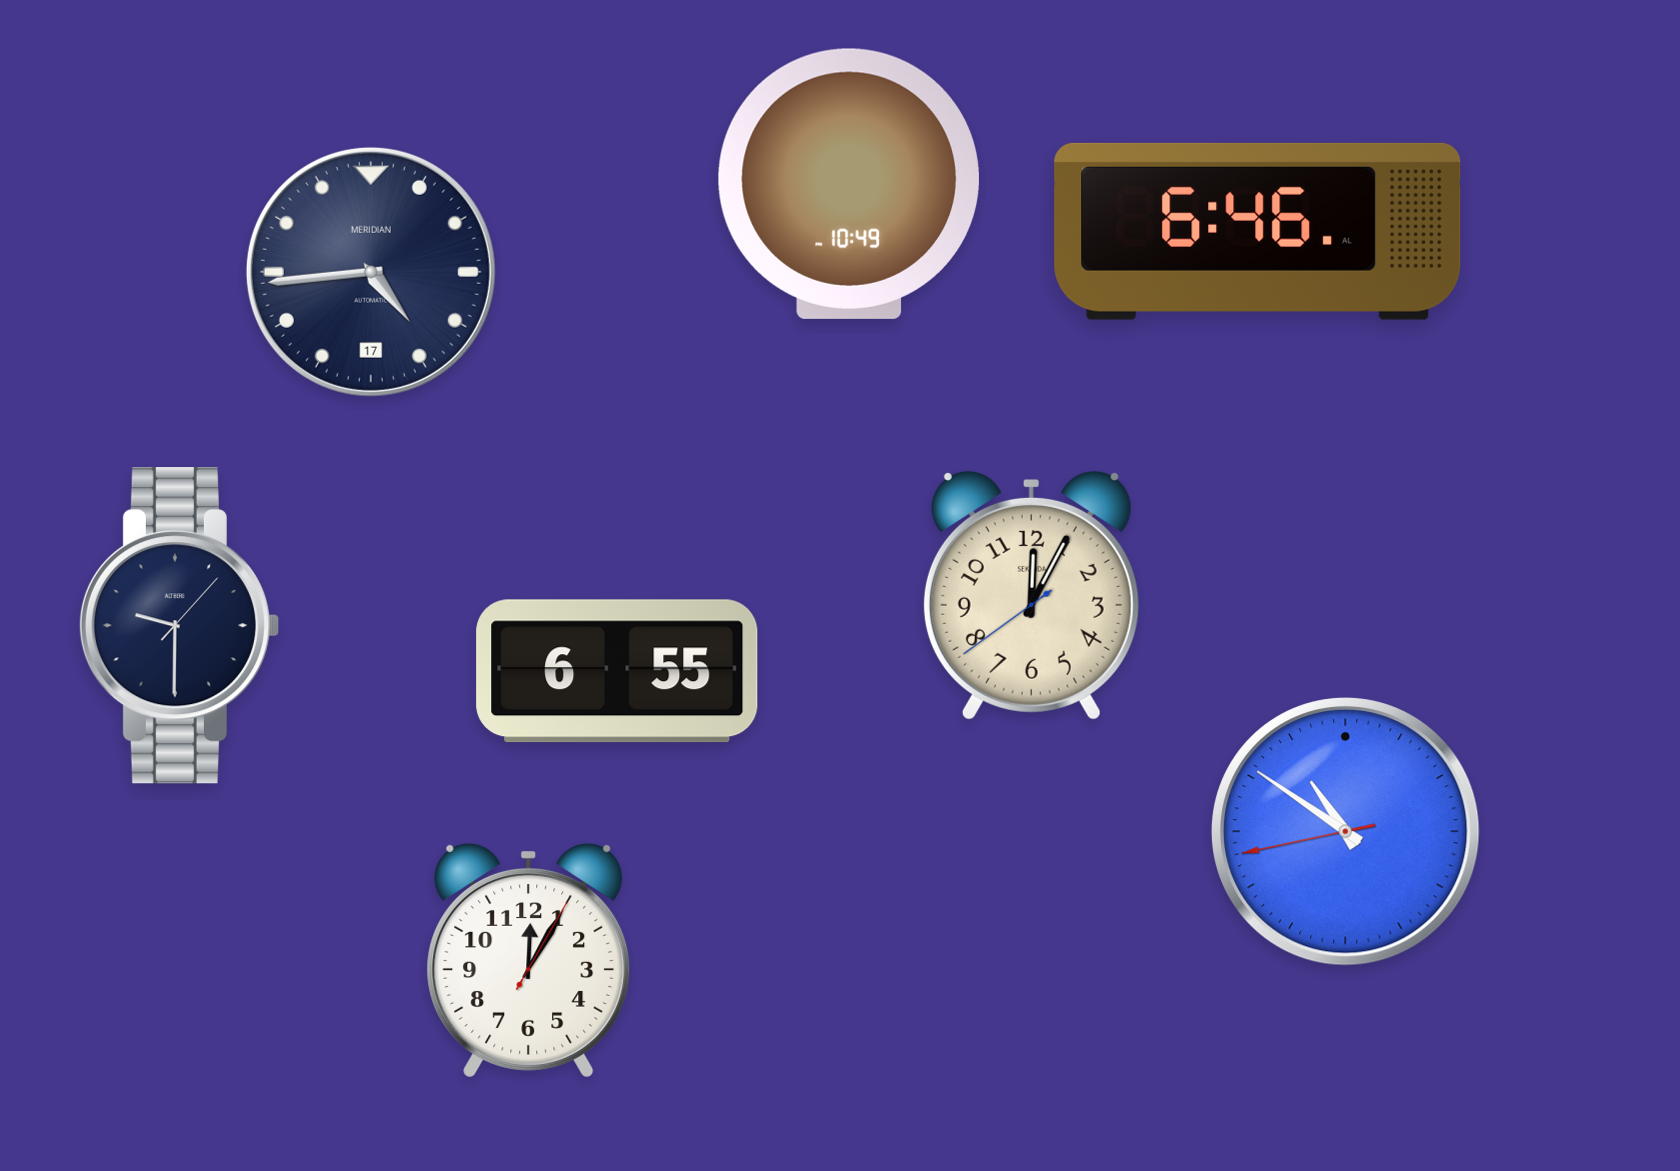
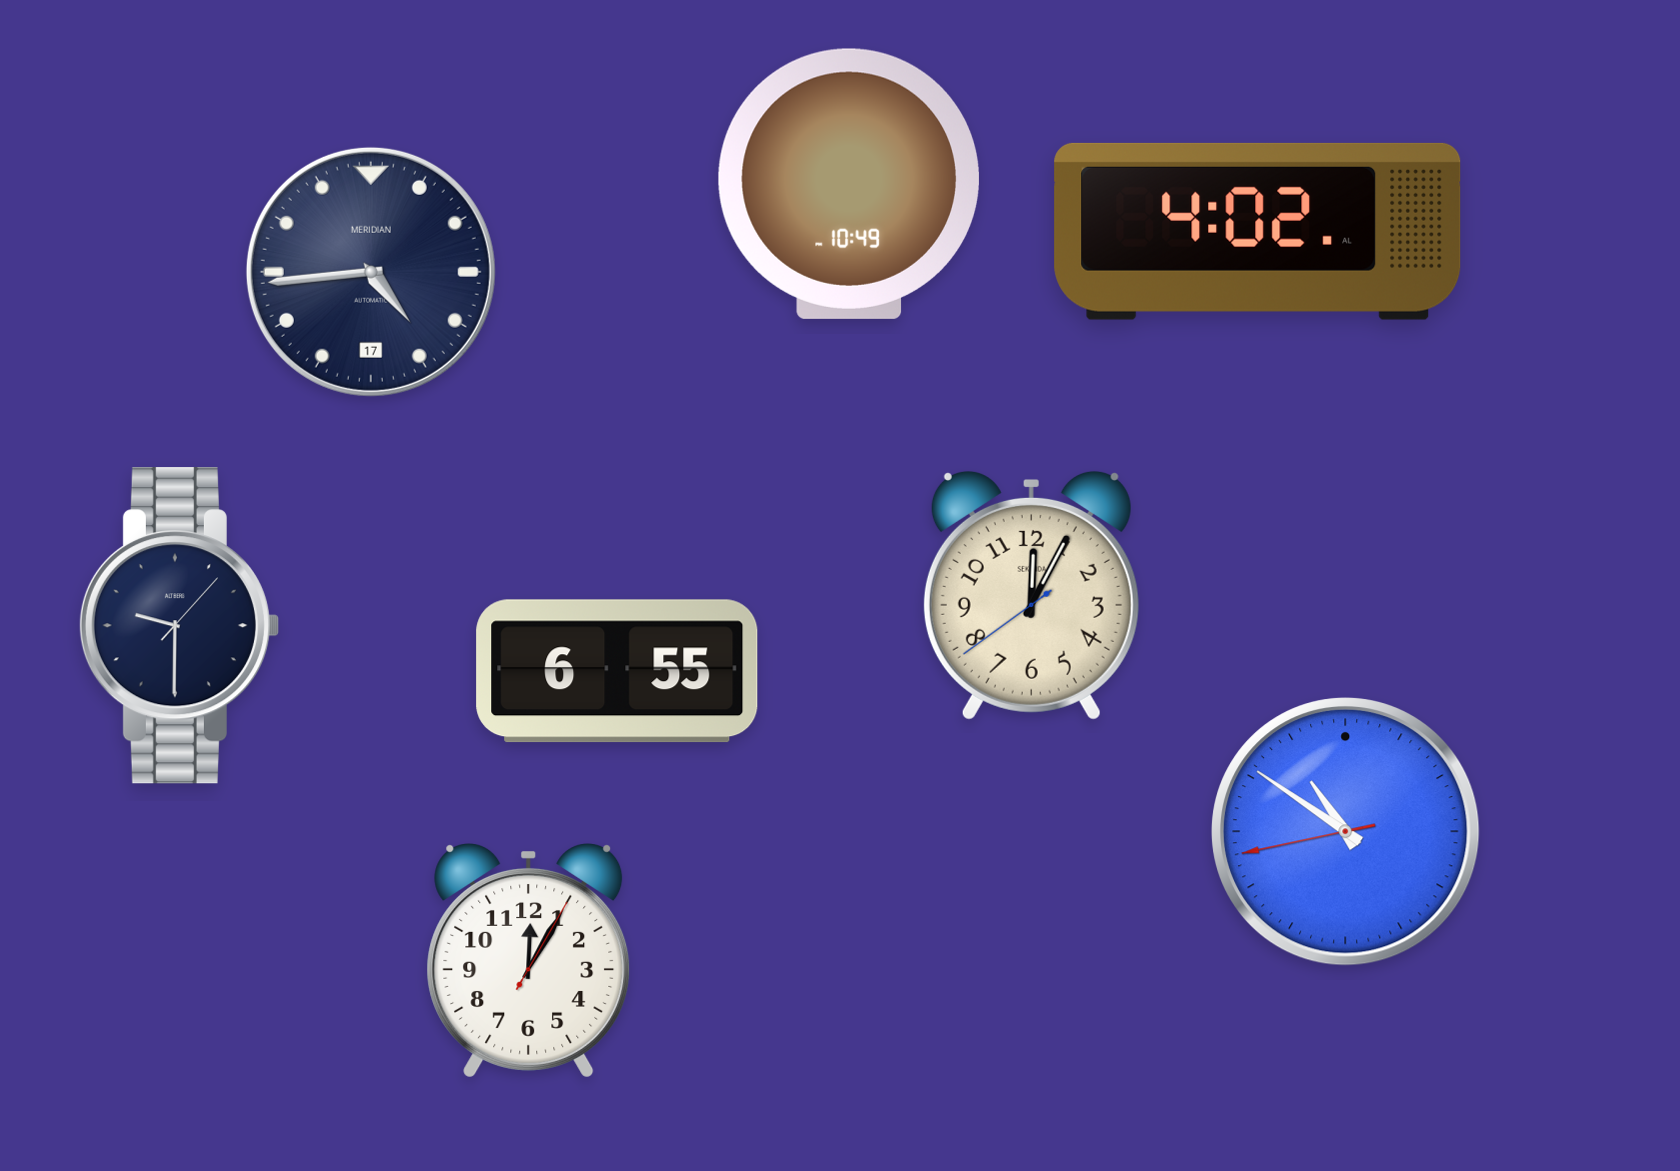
clock at (1258, 231): 6:46 -> 4:02
